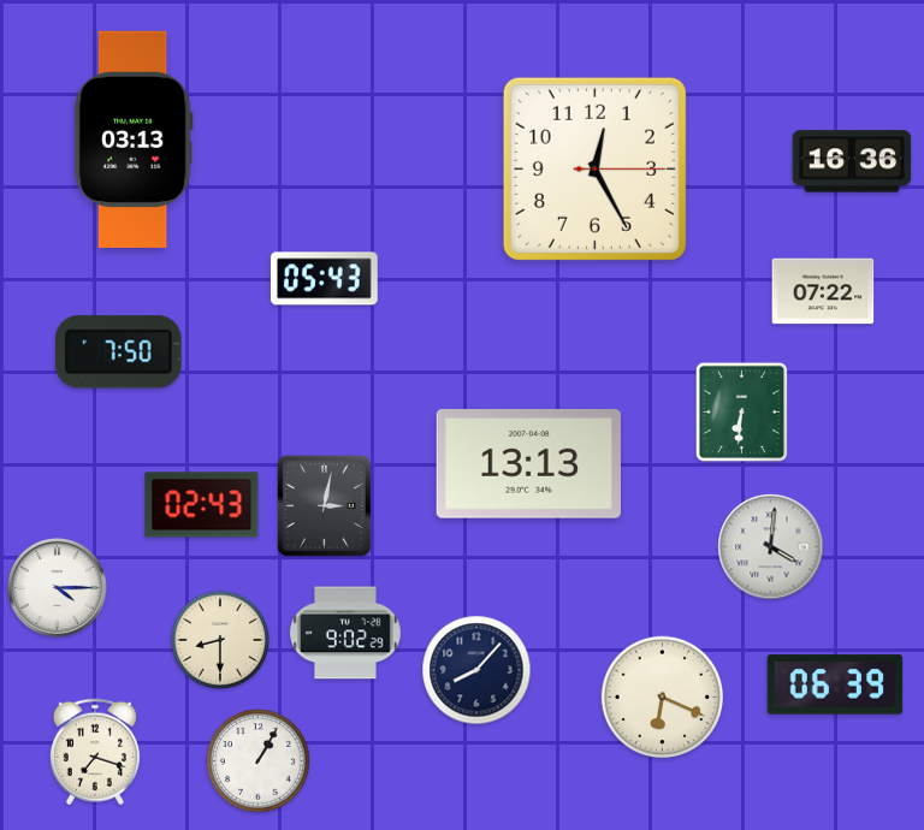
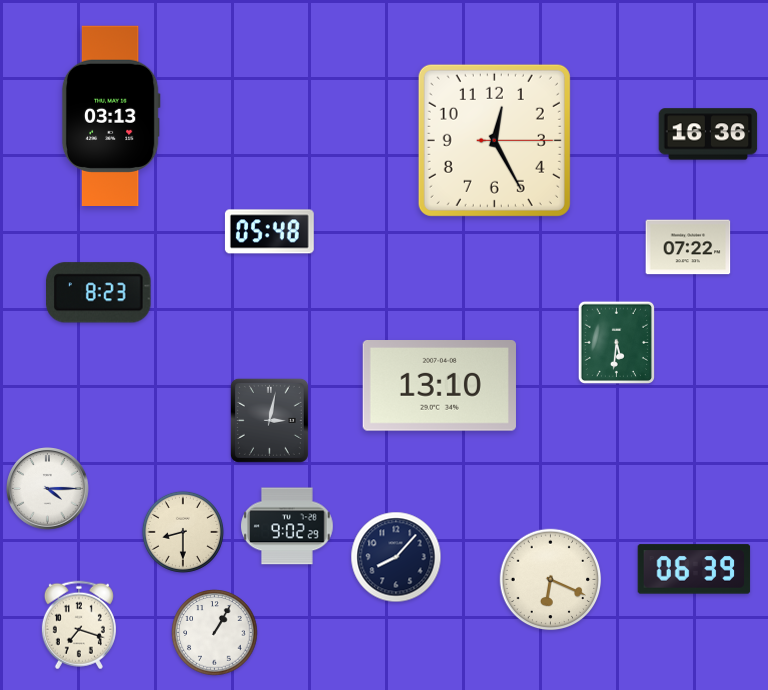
clock at (324, 279): 05:43 -> 05:48
clock at (823, 291) position: (823, 291) -> (688, 247)
clock at (119, 352): 7:50 -> 8:23
clock at (741, 411): 6:31 -> 5:31
clock at (528, 464): 13:13 -> 13:10
clock at (202, 505): 02:43 -> none
clock at (771, 547): 4:01 -> none
